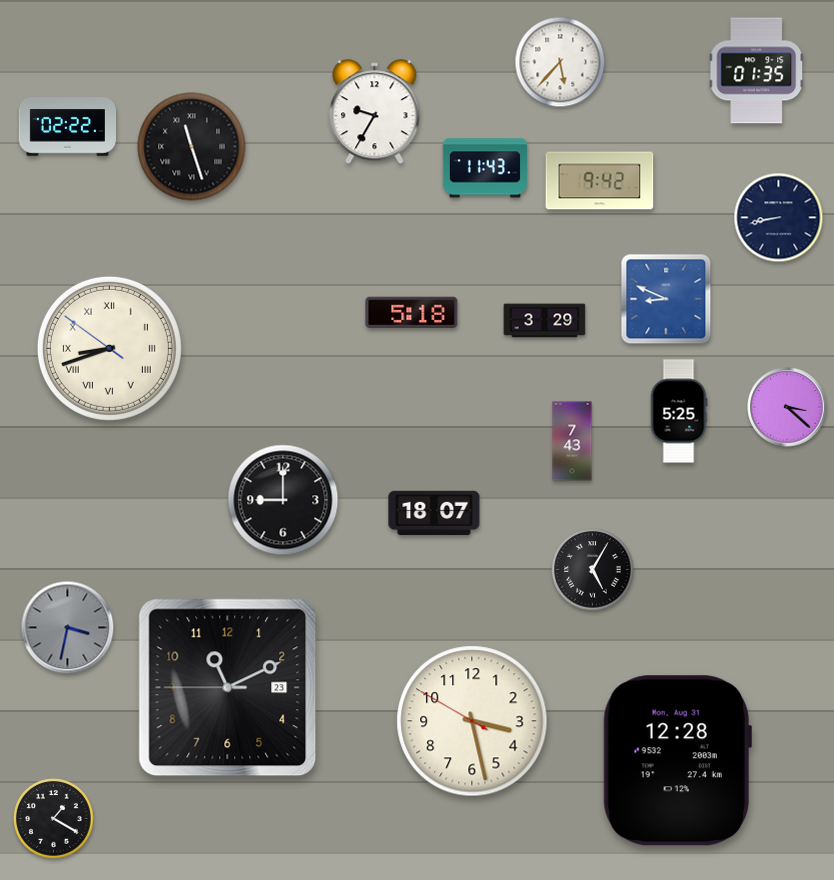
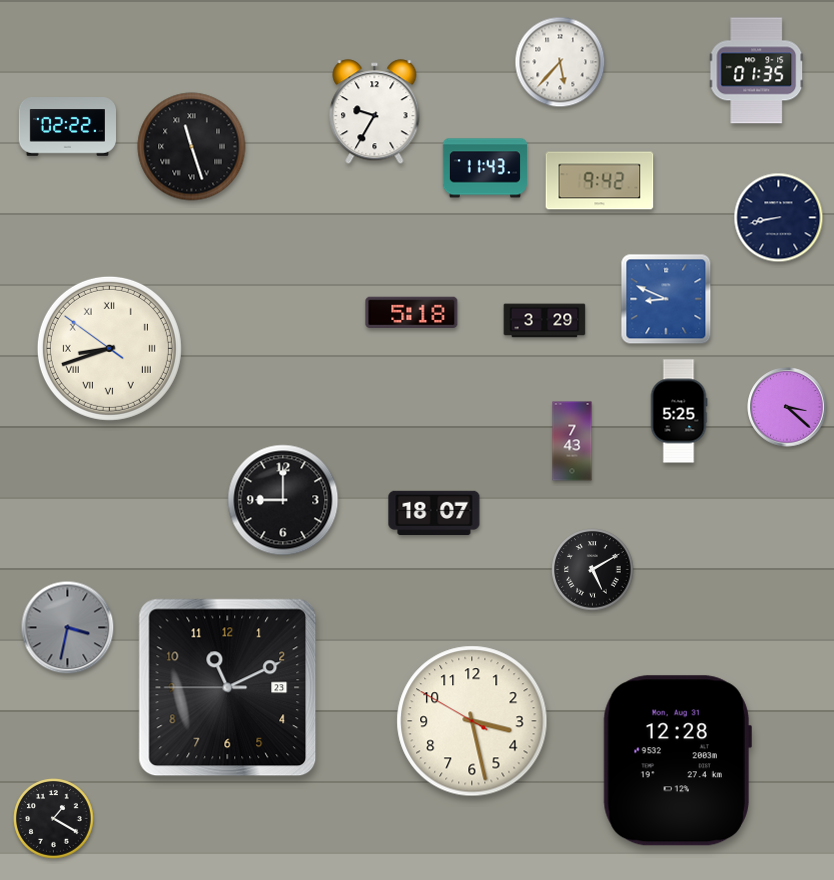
clock at (593, 570): 5:05 -> 5:10
